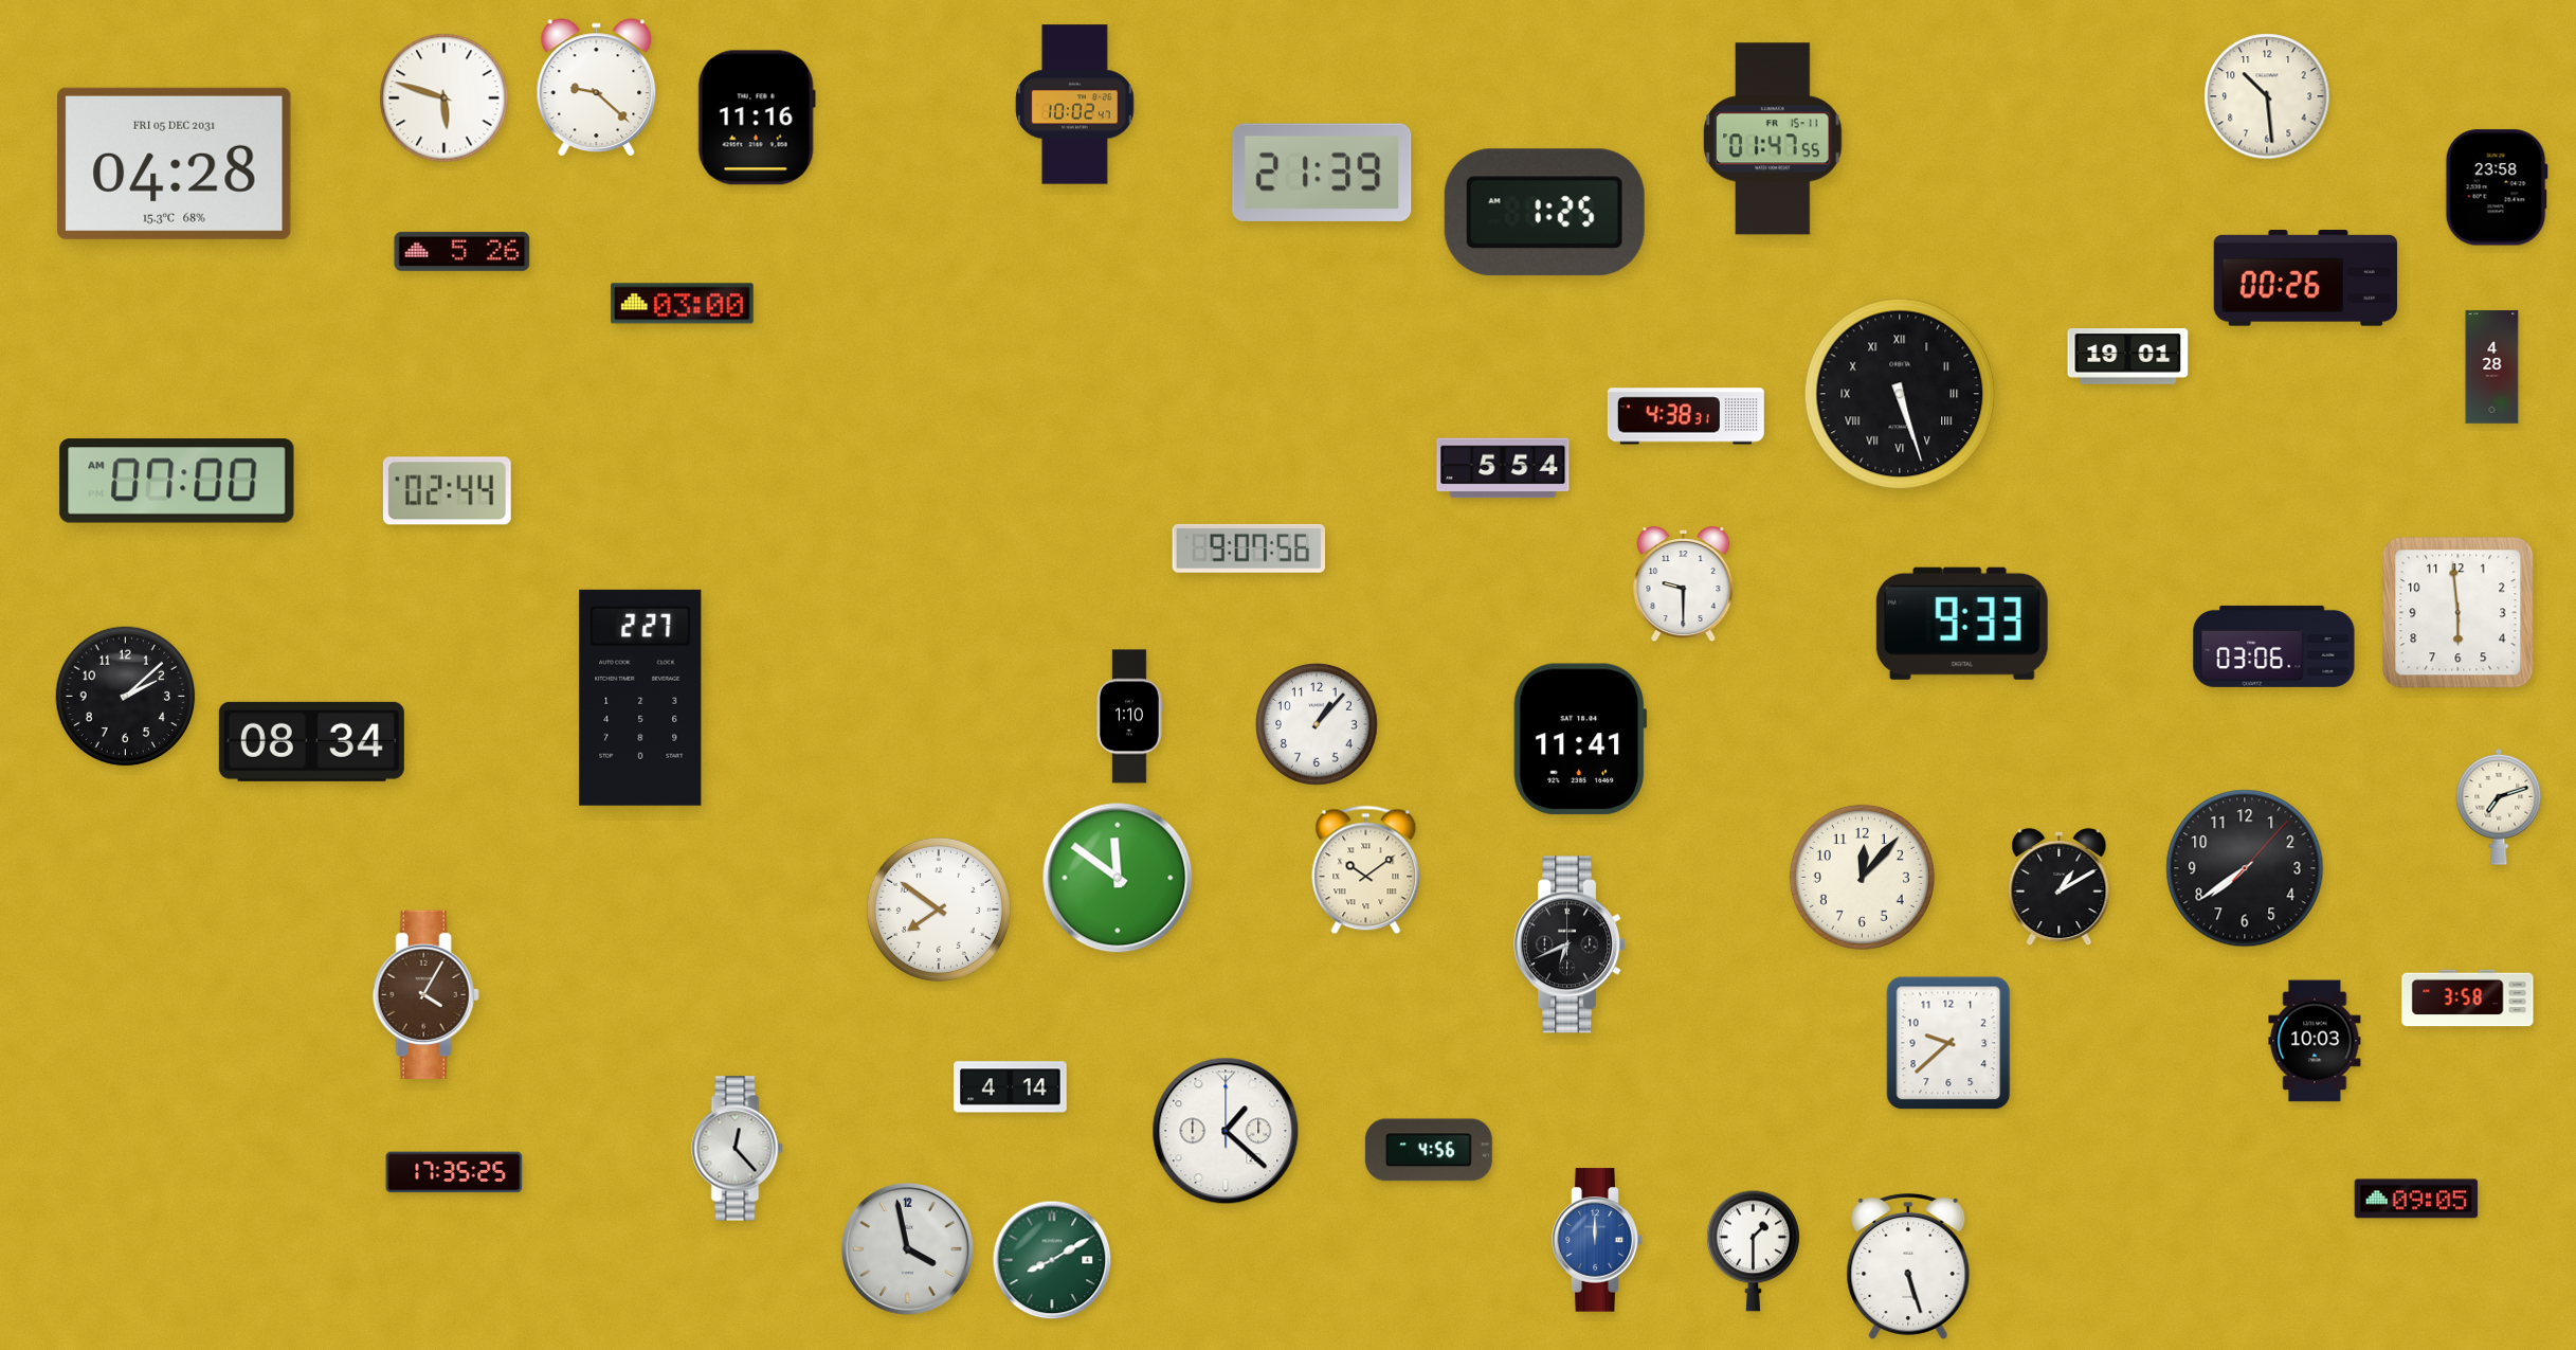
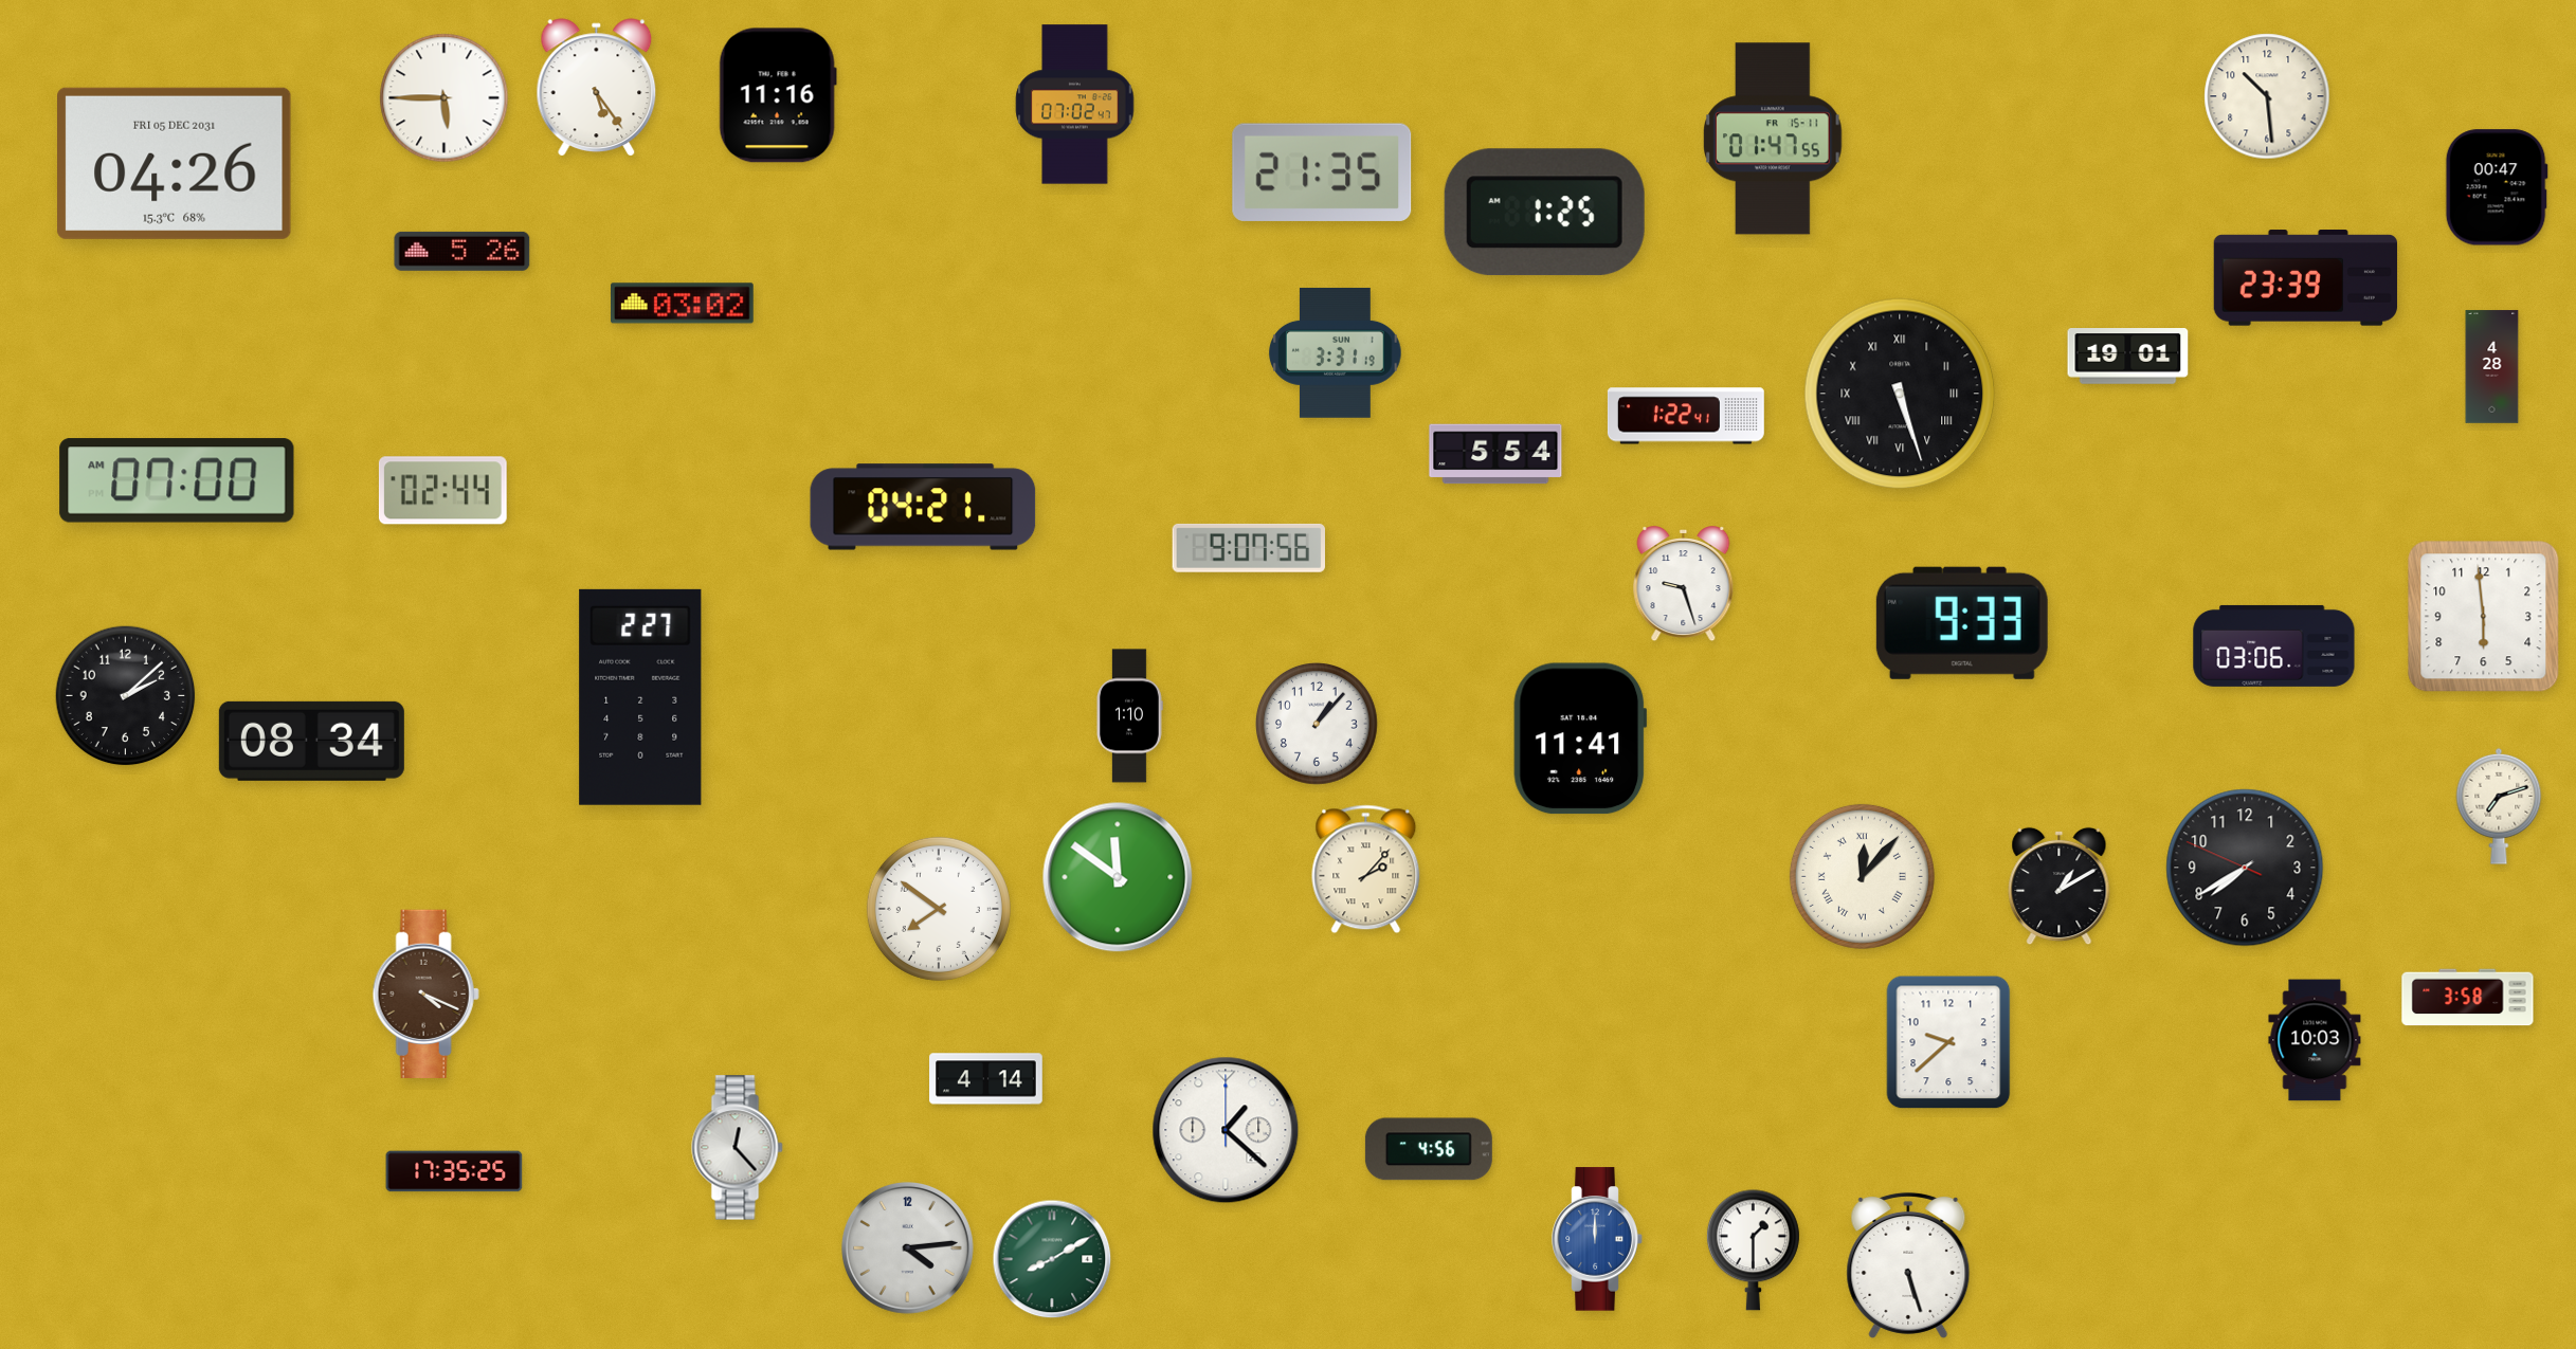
clock at (597, 87): 9:22 -> 5:24
clock at (445, 98): 5:48 -> 5:45
clock at (1075, 105): 10:02 -> 07:02
clock at (757, 118) position: (757, 118) -> (778, 95)
clock at (175, 163): 04:28 -> 04:26
clock at (1322, 173): 21:39 -> 21:35
clock at (2497, 187): 23:58 -> 00:47
clock at (2305, 278): 00:26 -> 23:39
clock at (683, 304): 03:00 -> 03:02
clock at (1336, 352): none -> 3:31
clock at (1686, 416): 4:38 -> 1:22
clock at (1503, 468) position: (1503, 468) -> (1495, 454)
clock at (447, 491) position: (447, 491) -> (442, 491)
clock at (923, 507): none -> 04:21
clock at (1684, 584): 9:30 -> 9:27
clock at (2459, 613) position: (2459, 613) -> (2484, 617)
clock at (2245, 868): 7:39:07 -> 7:39:49
clock at (1366, 870): 10:09 -> 2:07
clock at (1862, 877) numerals: Arabic -> Roman
clock at (1571, 944): 6:41 -> none
clock at (425, 994): 4:05 -> 4:19
clock at (1011, 1087) position: (1011, 1087) -> (986, 1079)
clock at (2416, 1199): 09:05 -> none
clock at (907, 1248): 3:58 -> 4:14
